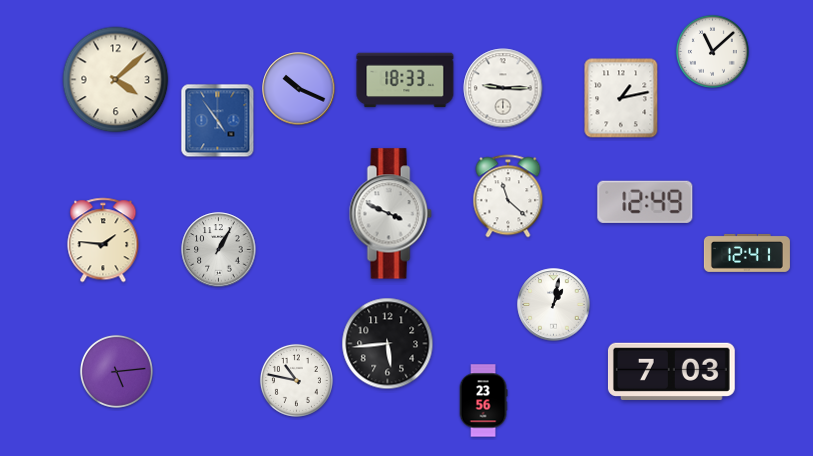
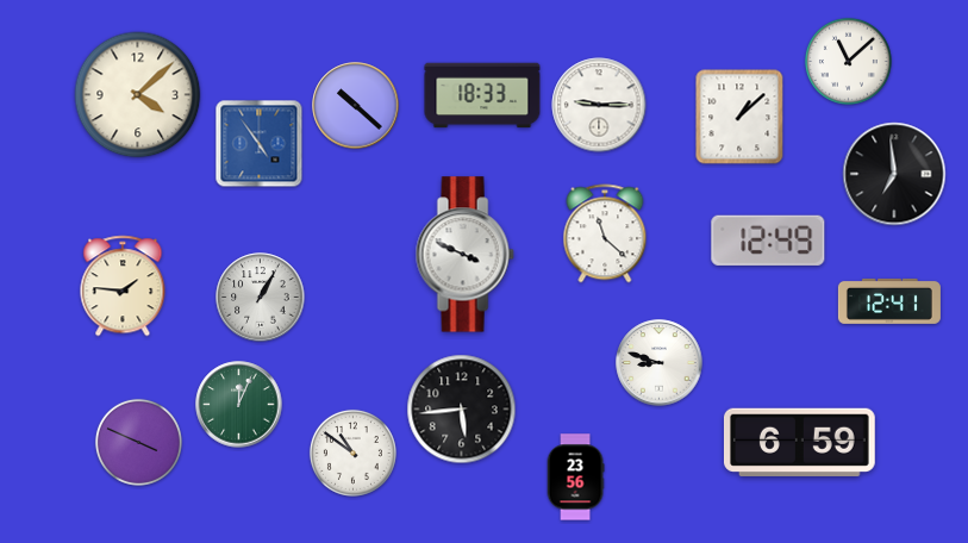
clock at (299, 89): 10:19 -> 10:22
clock at (621, 98): 1:13 -> 1:08
clock at (894, 174): none -> 6:59
clock at (554, 305): 1:02 -> 8:48
clock at (239, 405): none -> 12:04
clock at (116, 371): 5:14 -> 3:49
clock at (671, 371): 7:03 -> 6:59
clock at (296, 380): 10:47 -> 10:51
